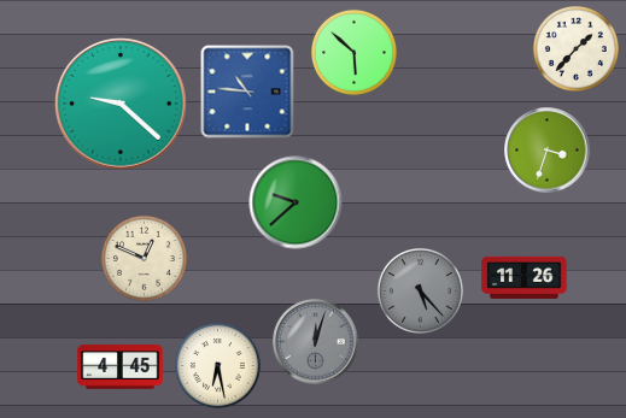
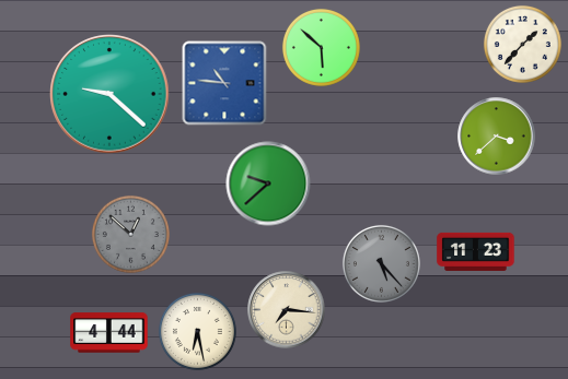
clock at (548, 151): 3:33 -> 3:38
clock at (144, 258): 12:49 -> 12:52
clock at (144, 258) dial: cream -> grey
clock at (525, 277): 11:26 -> 11:23
clock at (316, 342): 12:03 -> 7:16
clock at (316, 342) dial: grey -> cream
clock at (121, 367): 4:45 -> 4:44
